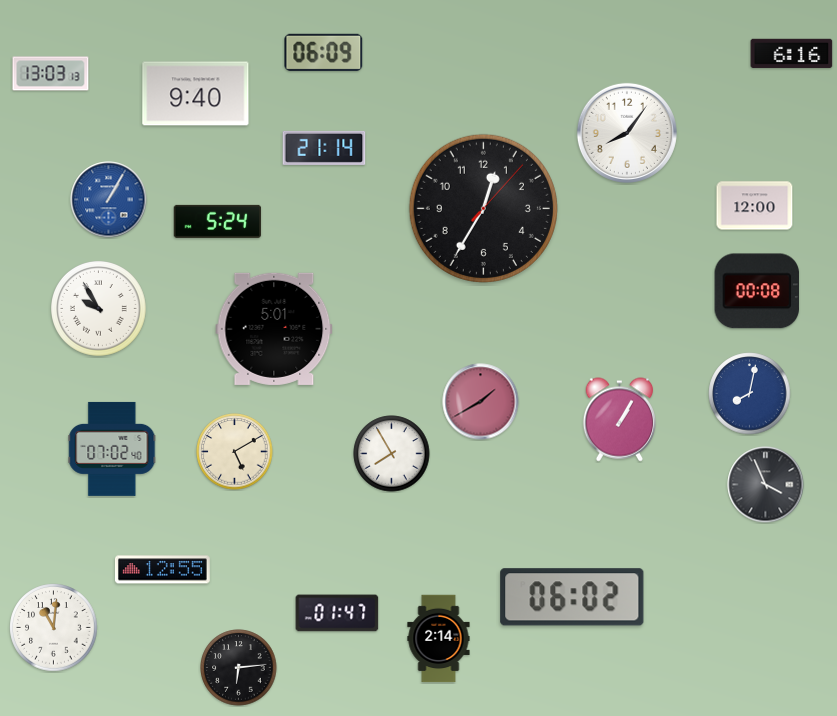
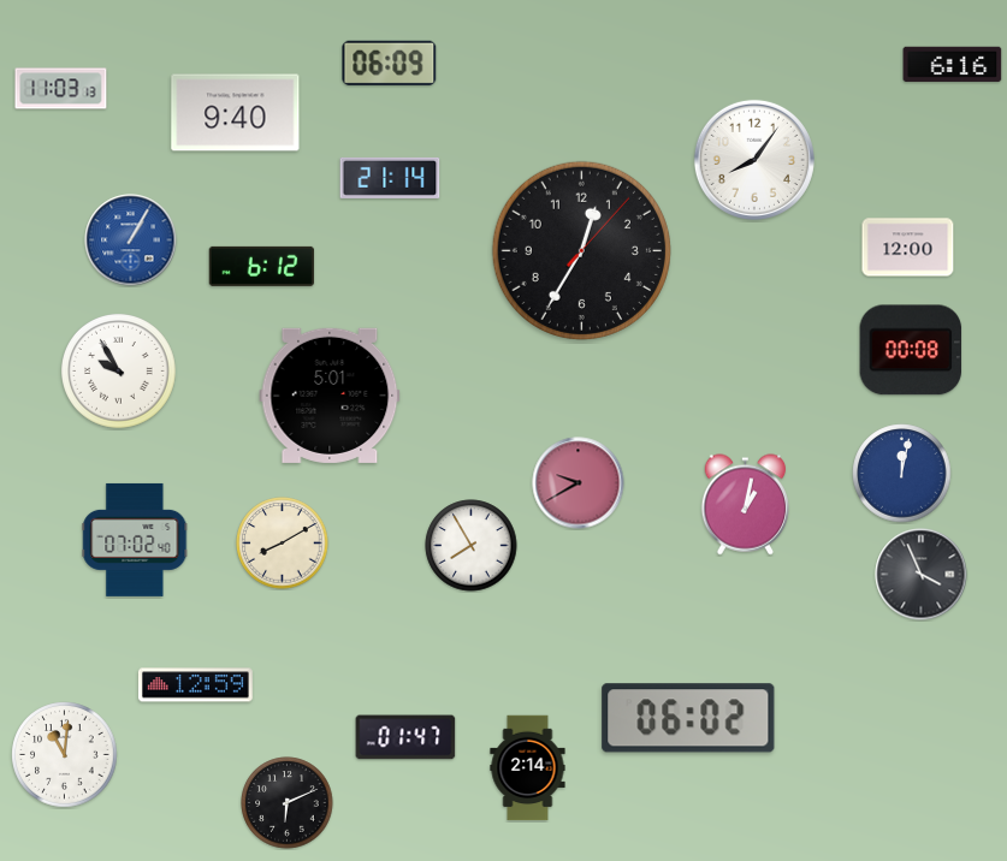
clock at (51, 74): 13:03 -> 11:03
clock at (218, 221): 5:24 -> 6:12
clock at (750, 394): 8:02 -> 12:02
clock at (481, 402): 1:40 -> 9:40
clock at (619, 420): 1:05 -> 1:02
clock at (235, 452): 5:10 -> 8:10
clock at (766, 485) position: (766, 485) -> (922, 575)
clock at (162, 570): 12:55 -> 12:59
clock at (239, 668): 6:14 -> 6:11
